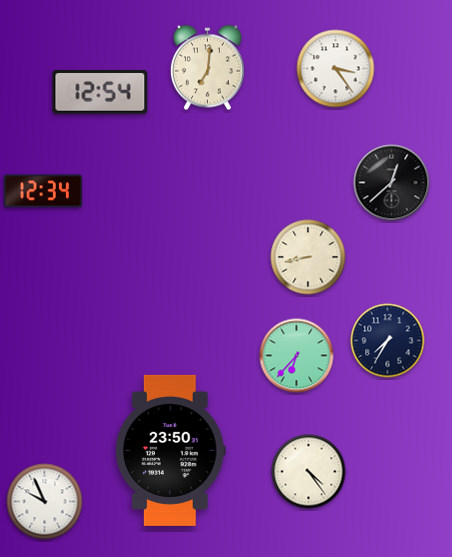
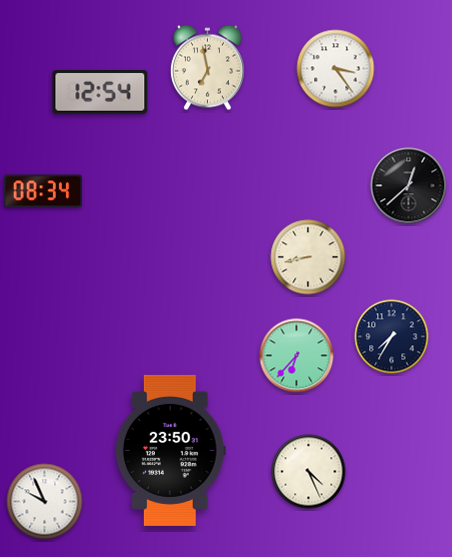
clock at (207, 68): 7:01 -> 6:58
clock at (392, 183) position: (392, 183) -> (409, 186)
clock at (43, 191): 12:34 -> 08:34
clock at (388, 341) position: (388, 341) -> (392, 337)
clock at (309, 472): 4:24 -> 4:26
